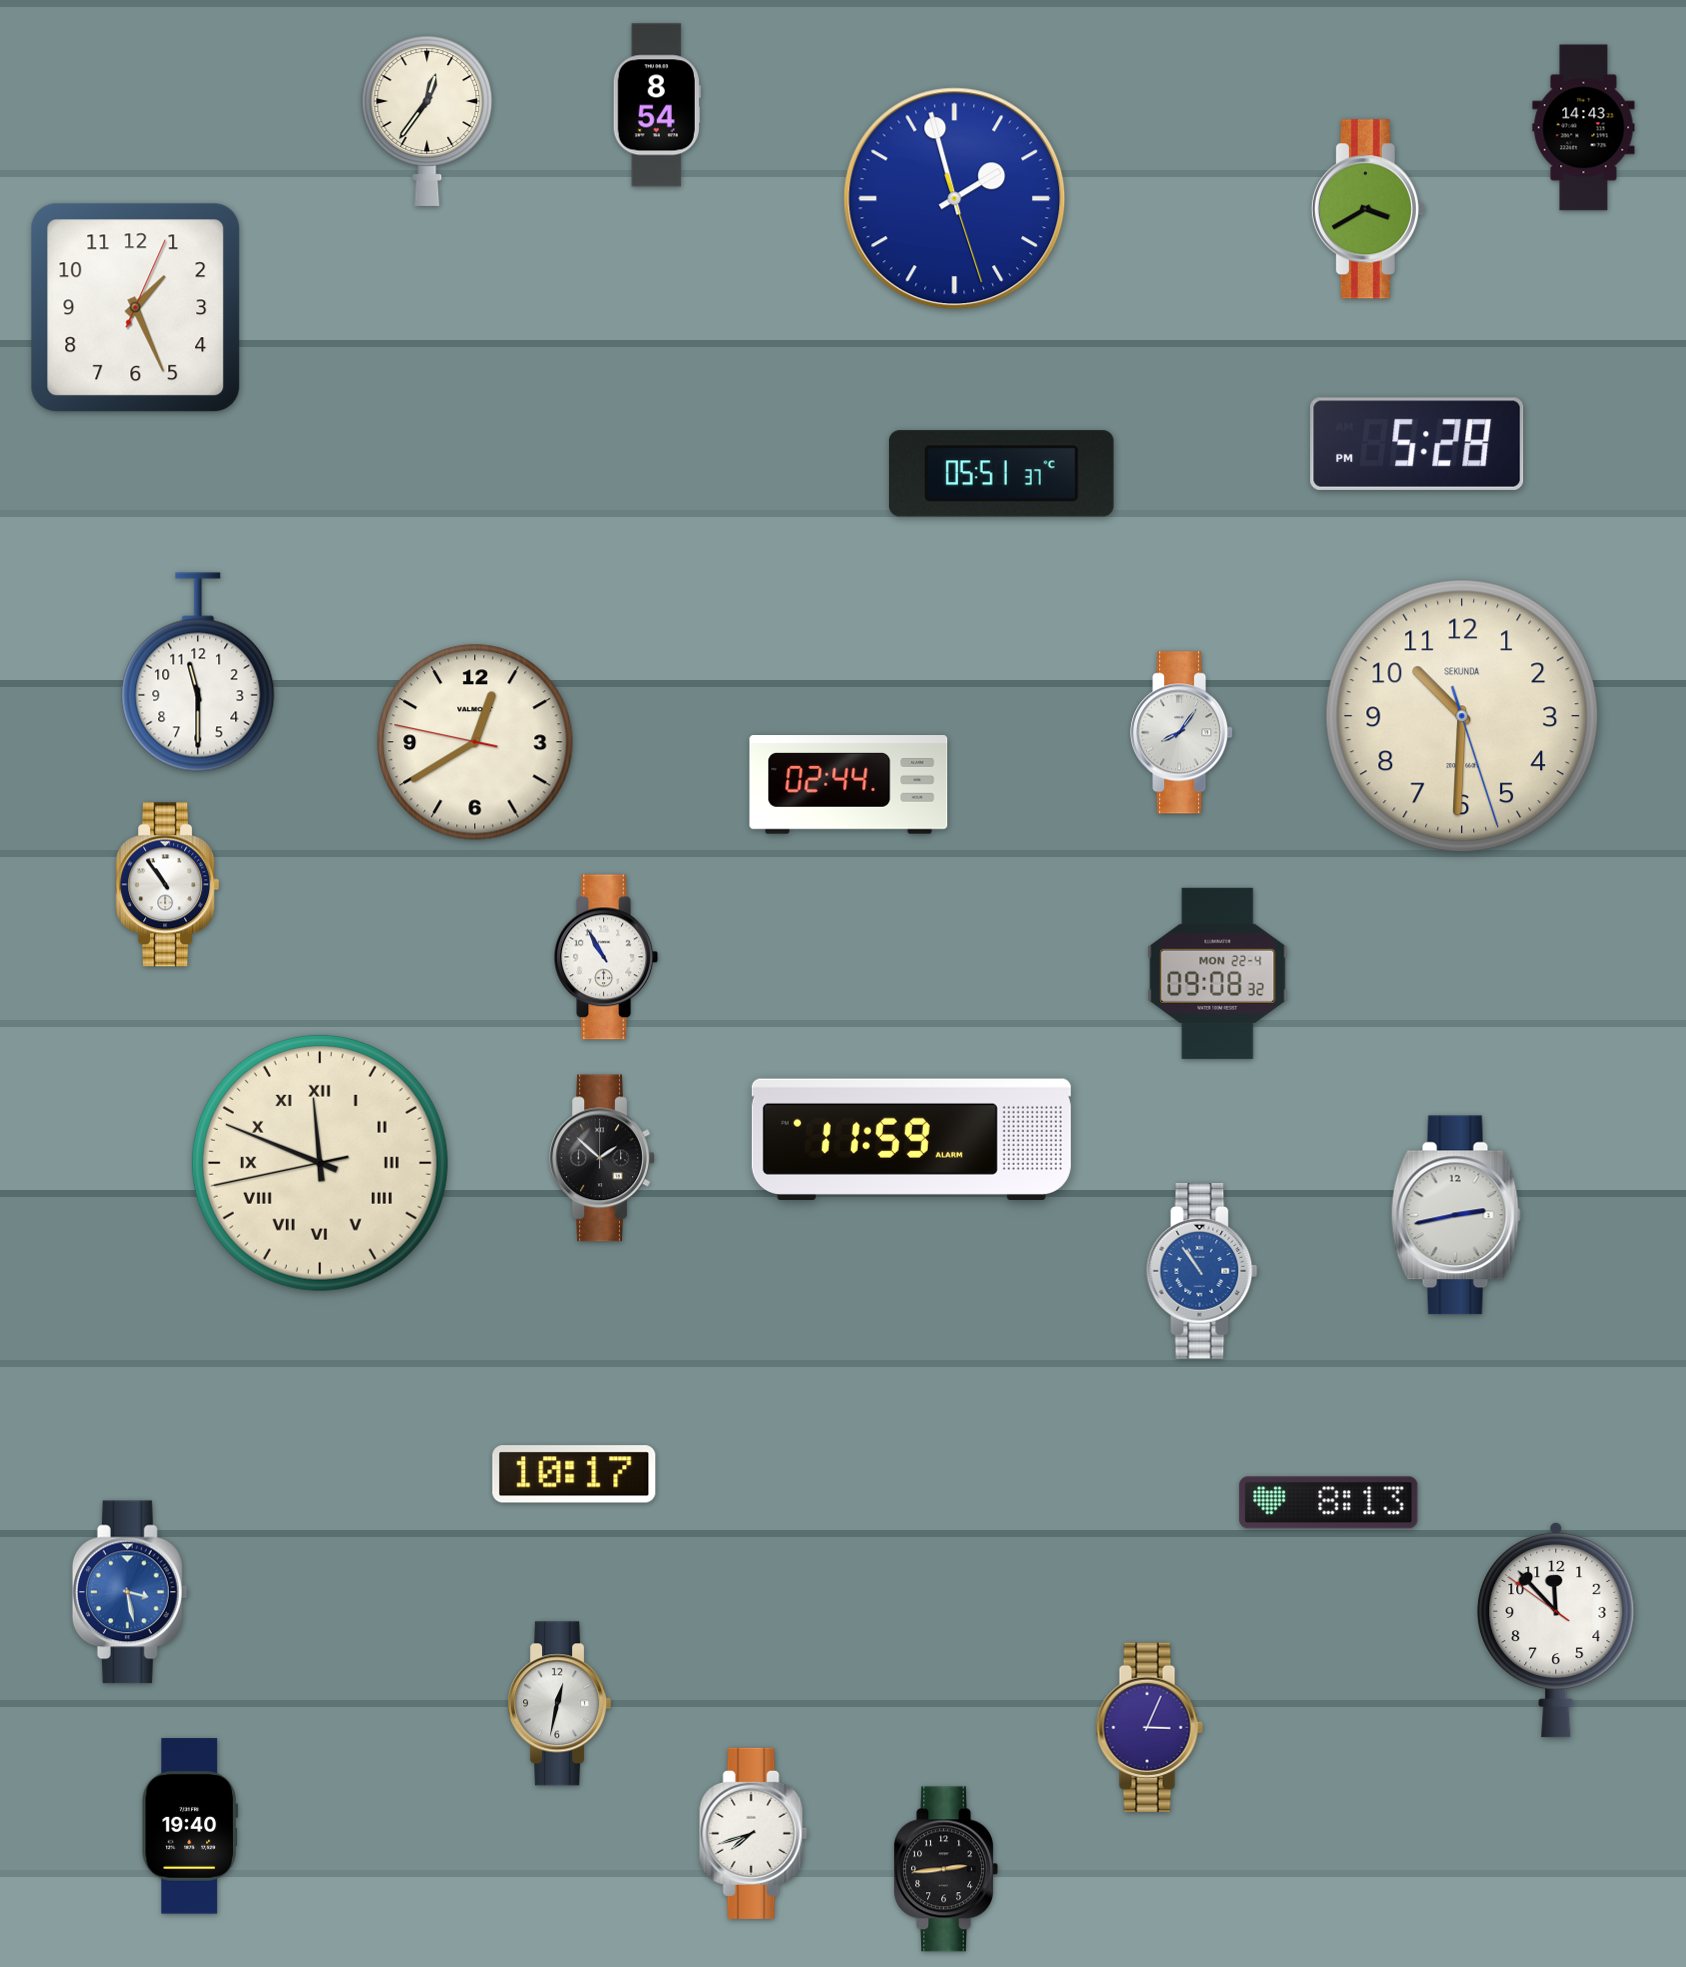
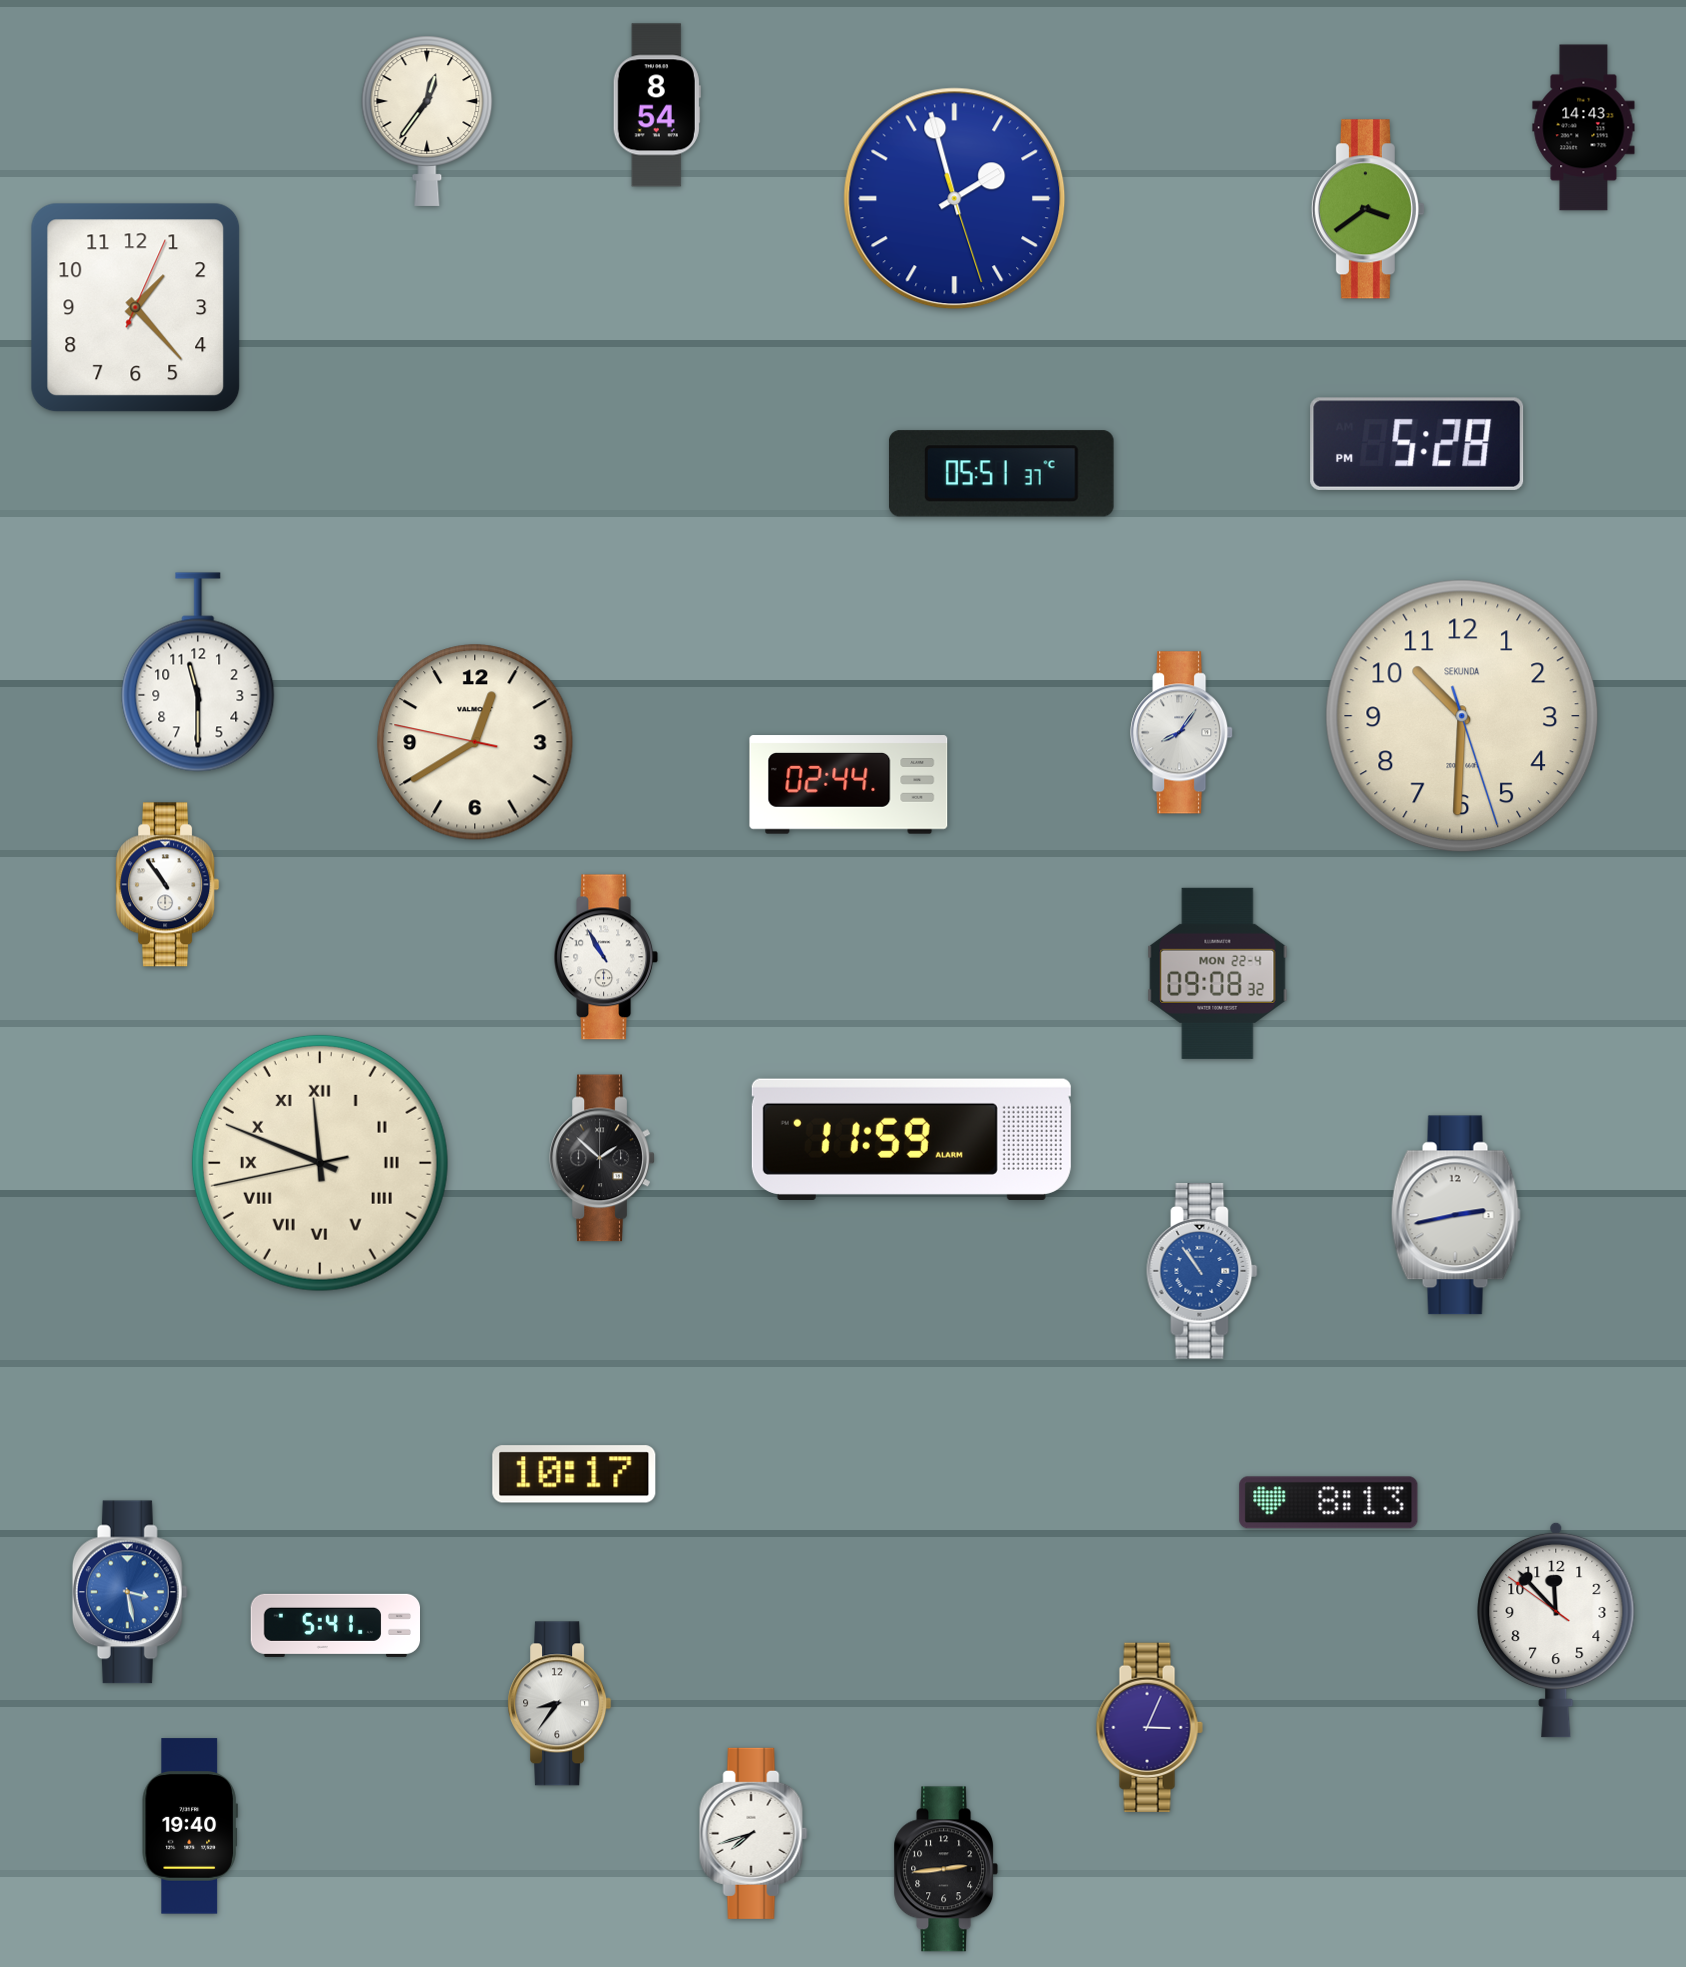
clock at (1368, 209): 3:40 -> 3:39
clock at (136, 308): 1:26 -> 1:23
clock at (335, 1625): none -> 5:41
clock at (560, 1704): 12:32 -> 8:36
